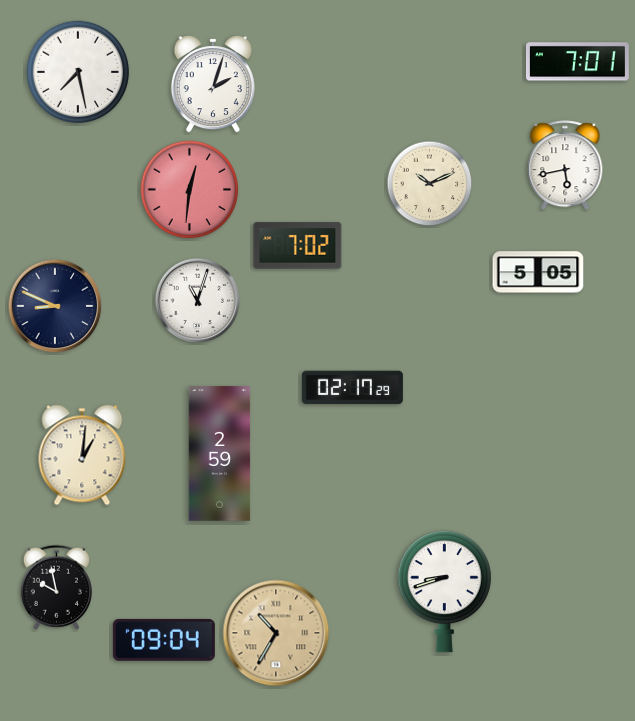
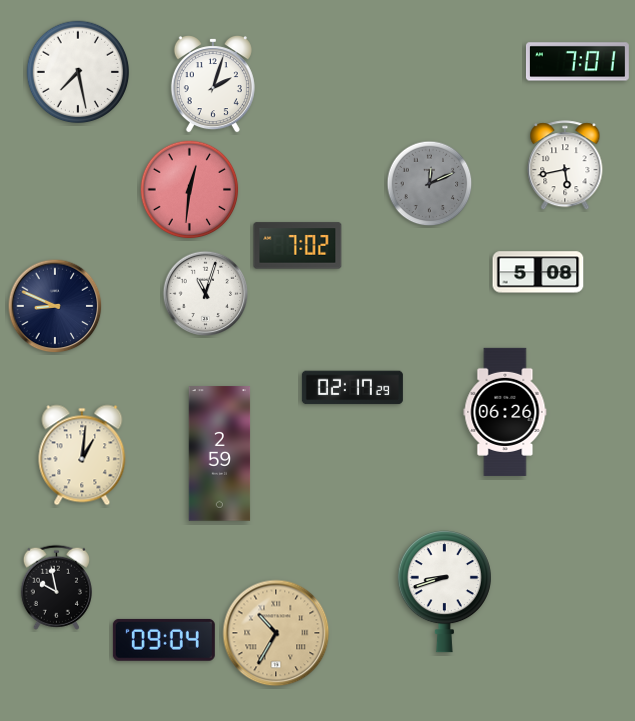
clock at (430, 184): 10:11 -> 12:11
clock at (430, 184) dial: cream -> grey
clock at (538, 272): 5:05 -> 5:08
clock at (198, 301) position: (198, 301) -> (206, 294)
clock at (505, 412): none -> 06:26
